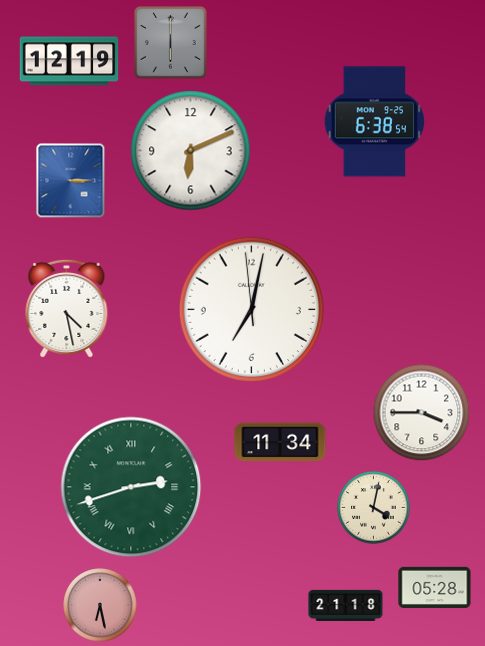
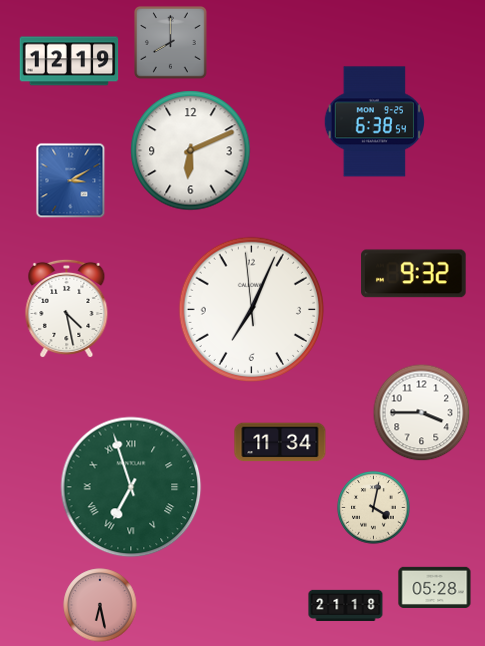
clock at (171, 43): 6:00 -> 8:00
clock at (71, 181): 3:15 -> 3:10
clock at (414, 274): none -> 9:32
clock at (251, 309): 7:01 -> 7:03
clock at (131, 487): 2:42 -> 6:57
